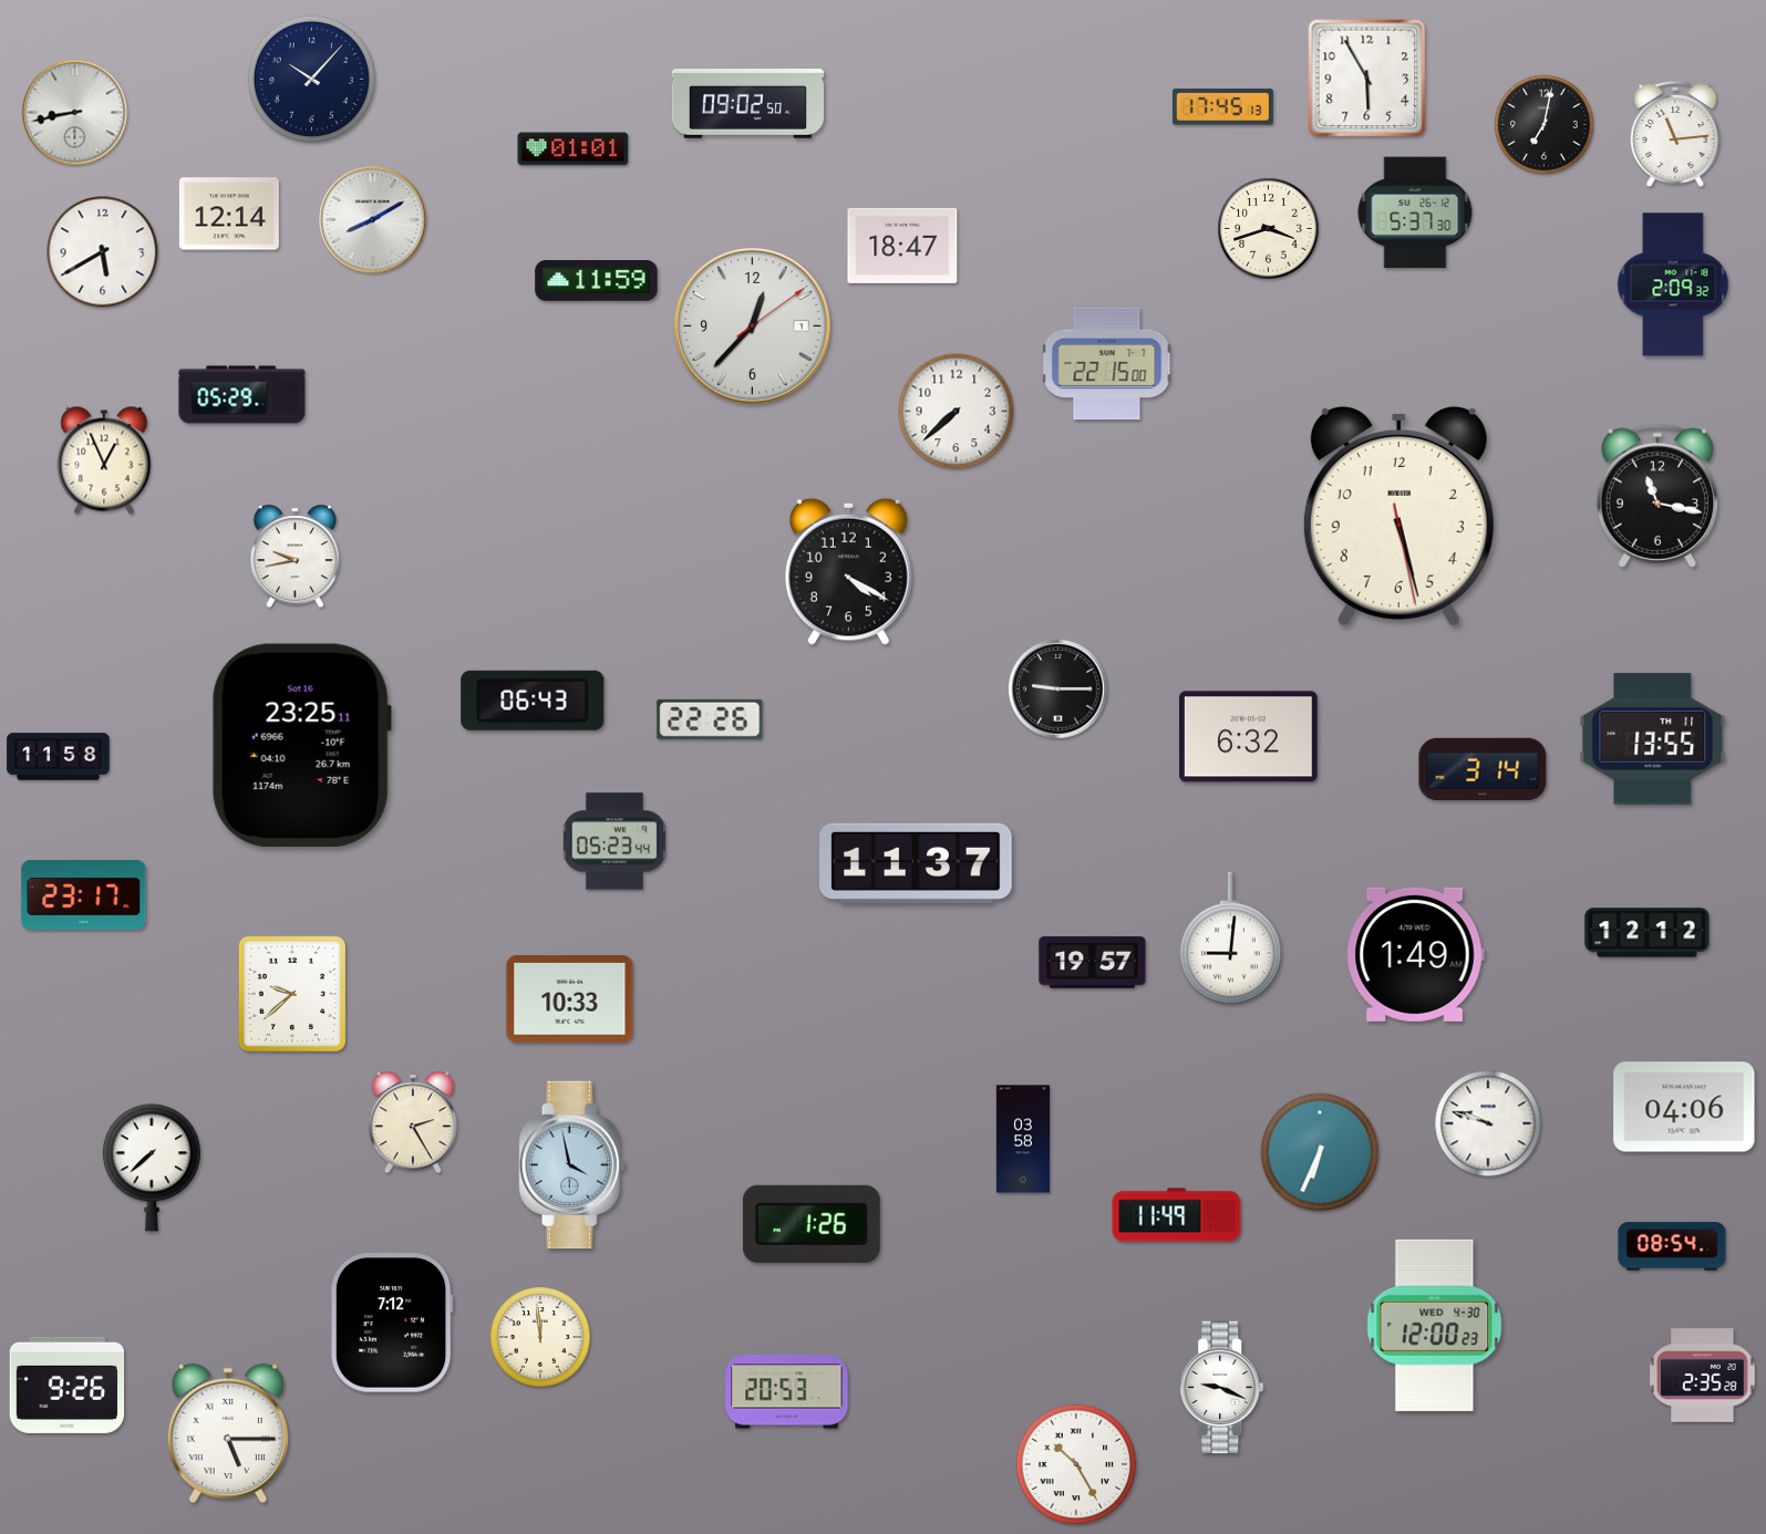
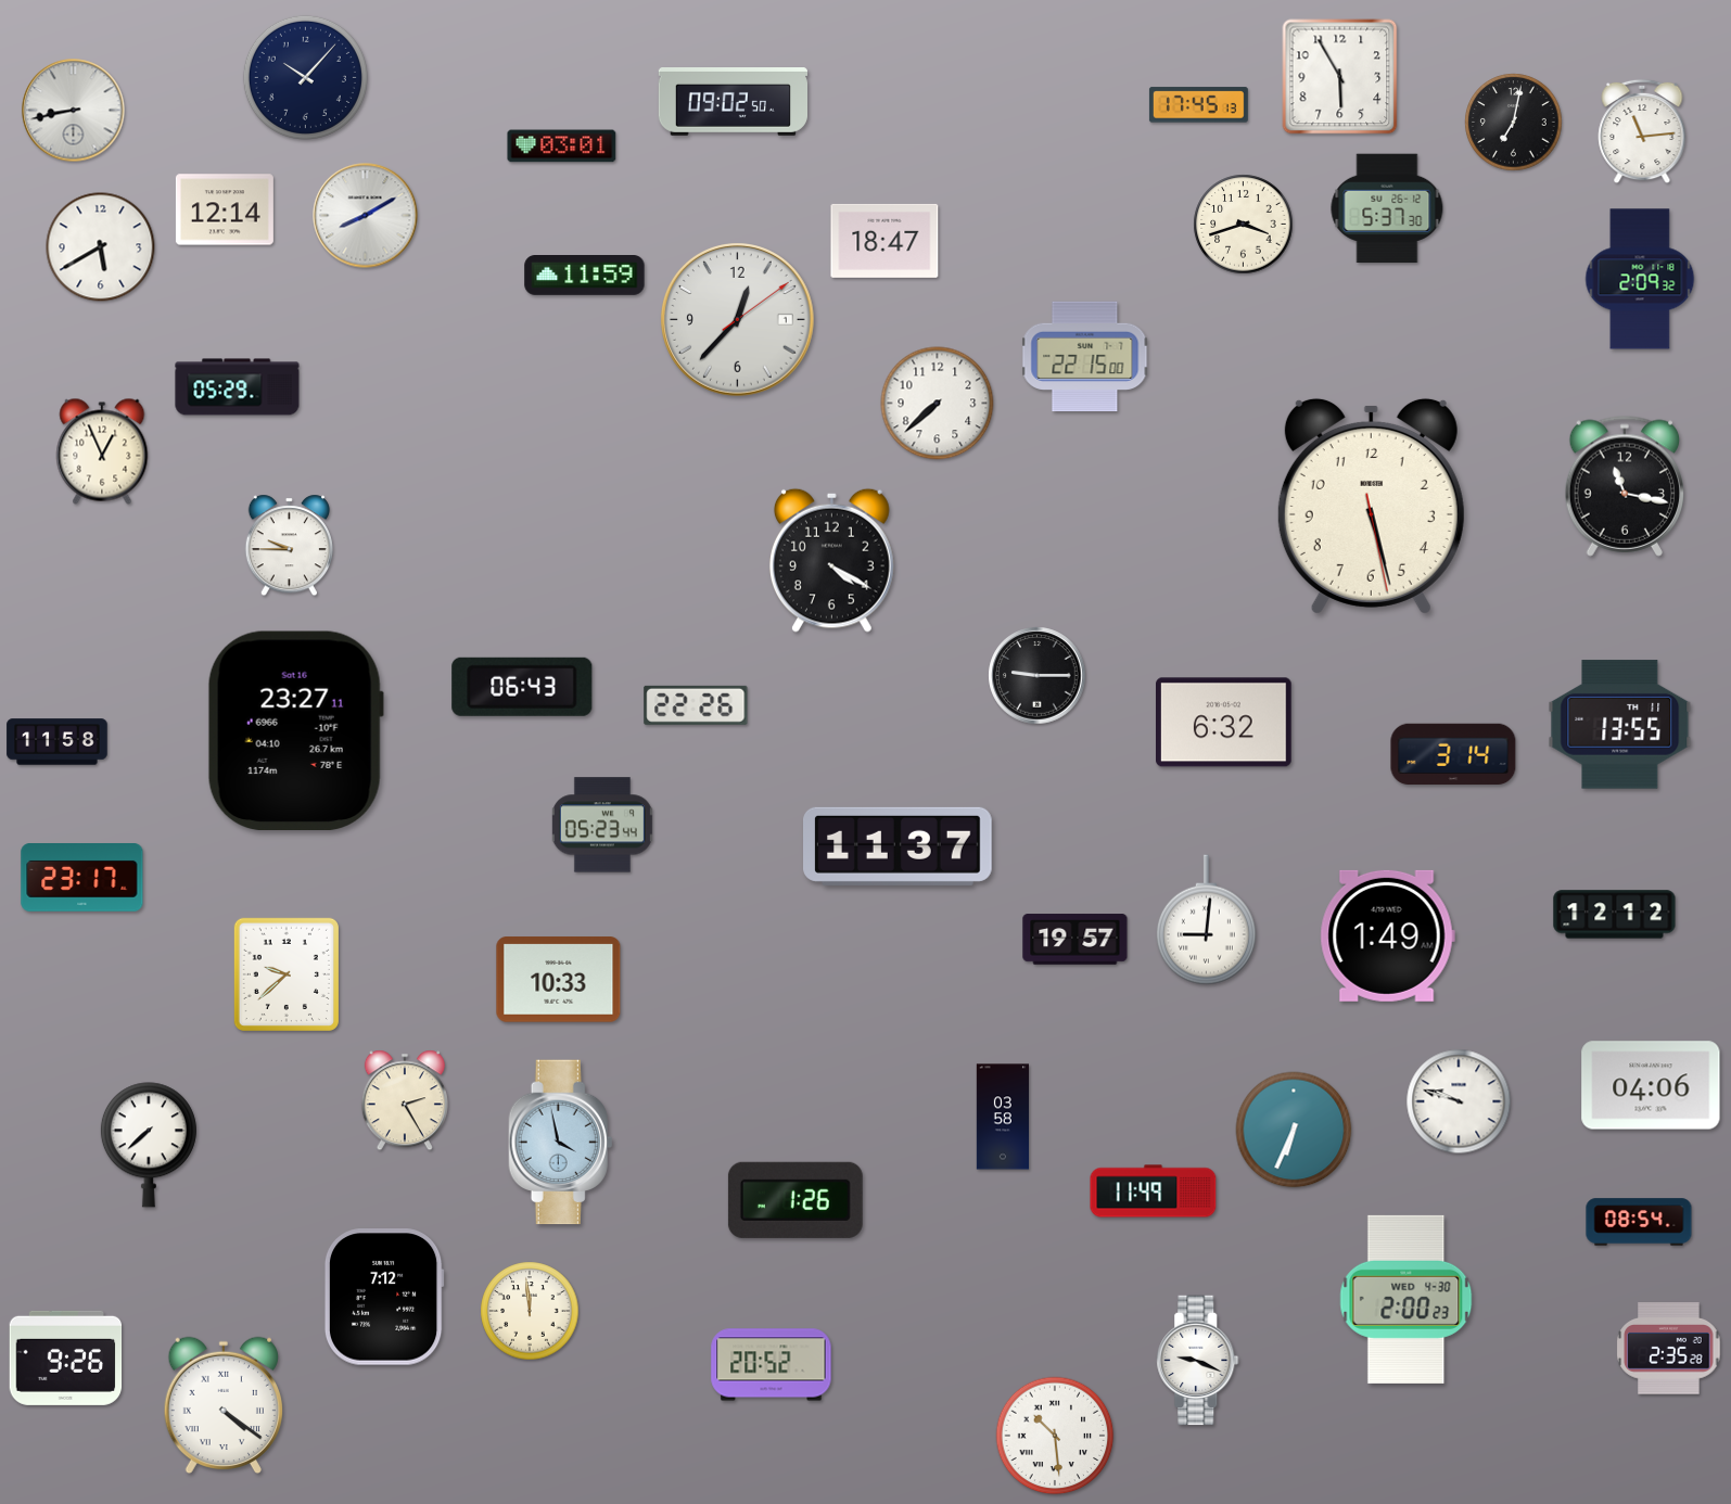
clock at (574, 149): 01:01 -> 03:01
clock at (295, 557): 9:43 -> 9:45
clock at (301, 745): 23:25 -> 23:27
clock at (1093, 963) position: (1093, 963) -> (1075, 940)
clock at (1435, 1325): 12:00 -> 2:00
clock at (787, 1392): 20:53 -> 20:52
clock at (227, 1433): 5:15 -> 4:21
clock at (1076, 1464): 10:25 -> 10:29
